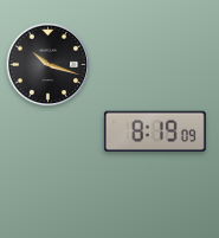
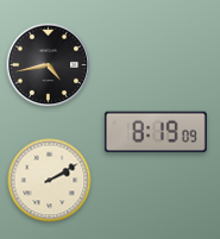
clock at (49, 65): 10:18 -> 4:43
clock at (50, 181): none -> 2:10
